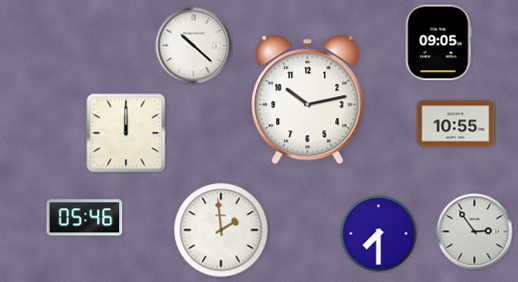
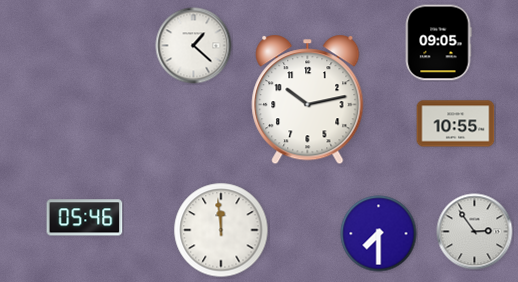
clock at (194, 46): 10:22 -> 1:22
clock at (126, 133): 12:00 -> none
clock at (221, 230): 1:59 -> 11:59
